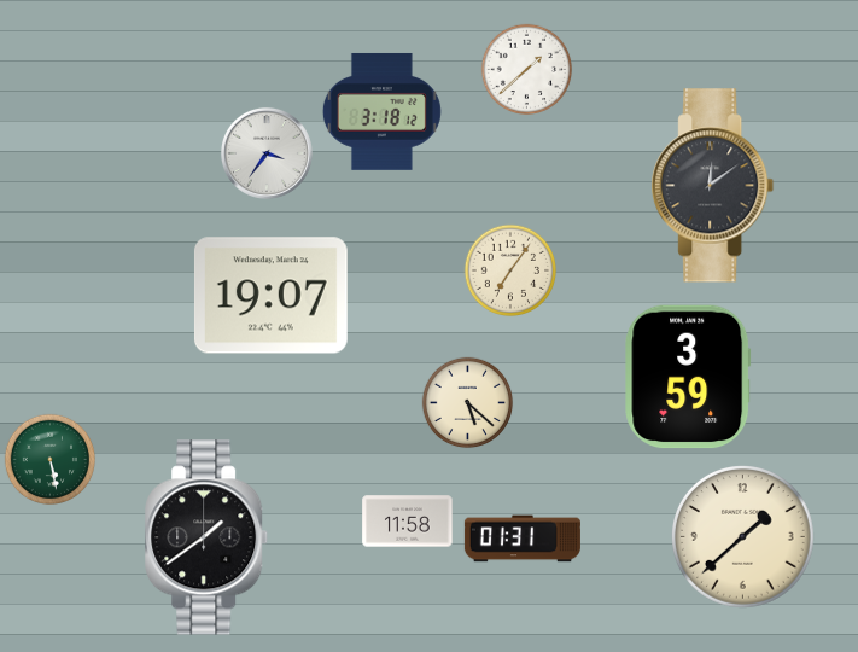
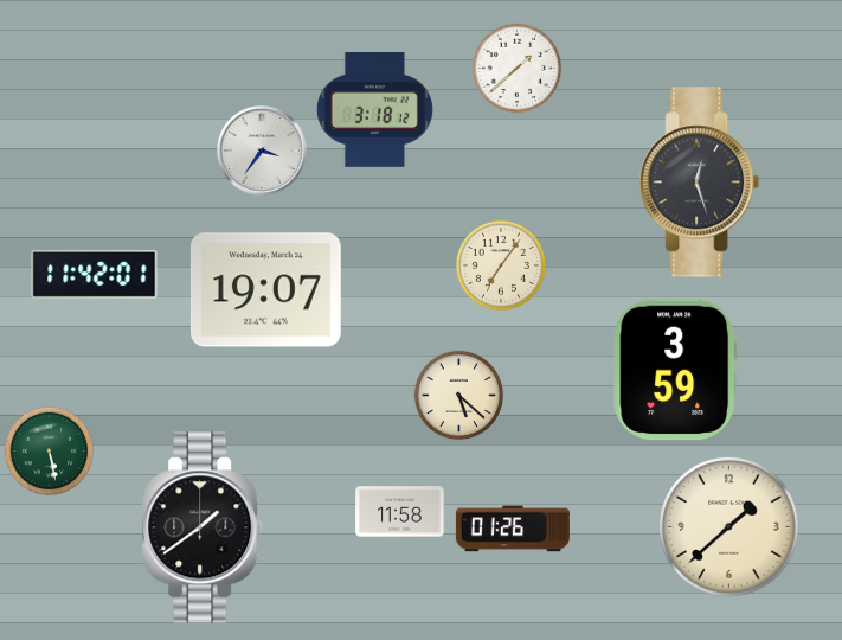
clock at (713, 186): 12:09 -> 12:27
clock at (95, 274): none -> 11:42
clock at (523, 539): 01:31 -> 01:26
